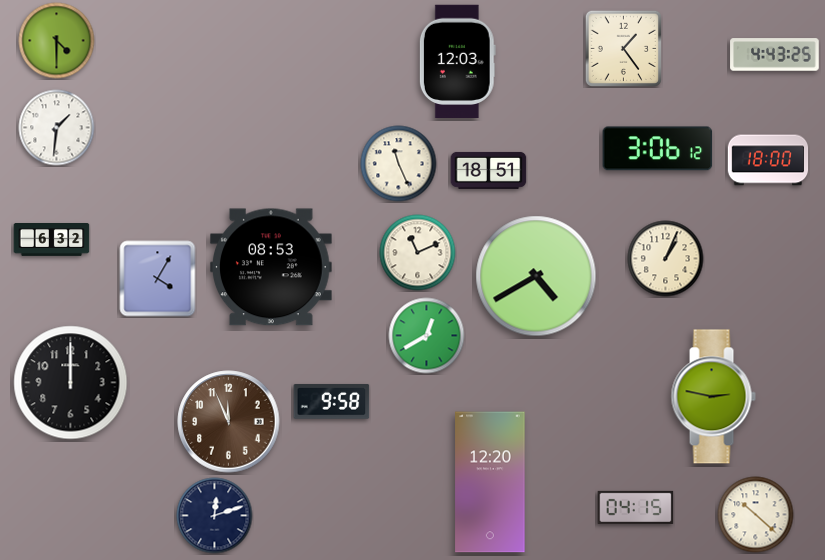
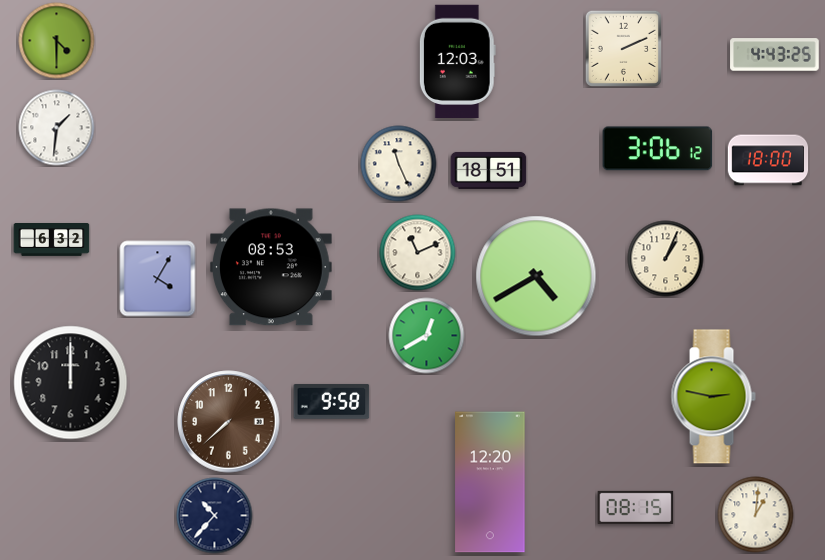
clock at (623, 48): 1:24 -> 2:11
clock at (229, 422): 11:56 -> 7:38
clock at (636, 507): 04:15 -> 08:15
clock at (756, 515): 10:22 -> 1:01
clock at (215, 516): 12:12 -> 10:37
